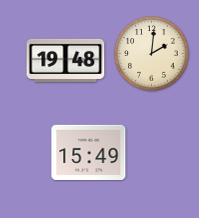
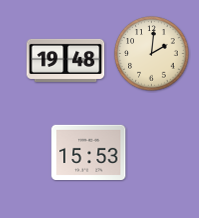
clock at (89, 152): 15:49 -> 15:53
